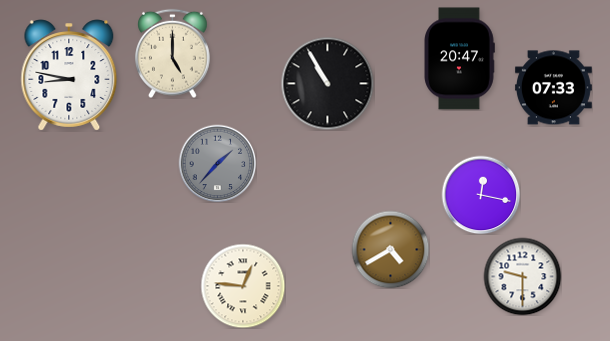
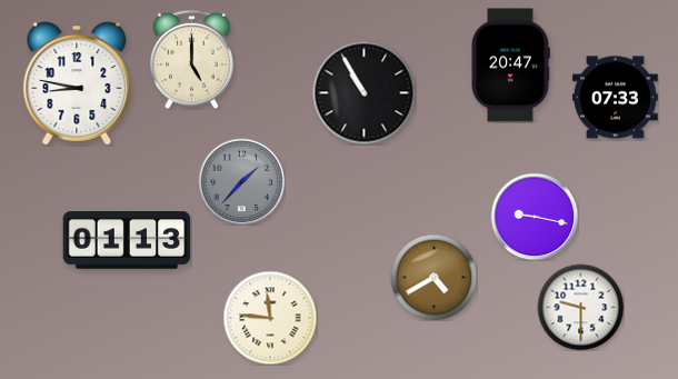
clock at (481, 195): 12:17 -> 9:17
clock at (127, 241): none -> 01:13
clock at (243, 286): 12:46 -> 11:46
